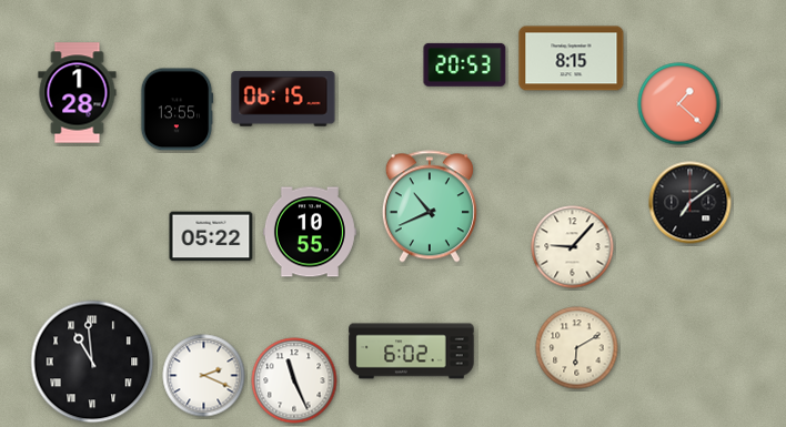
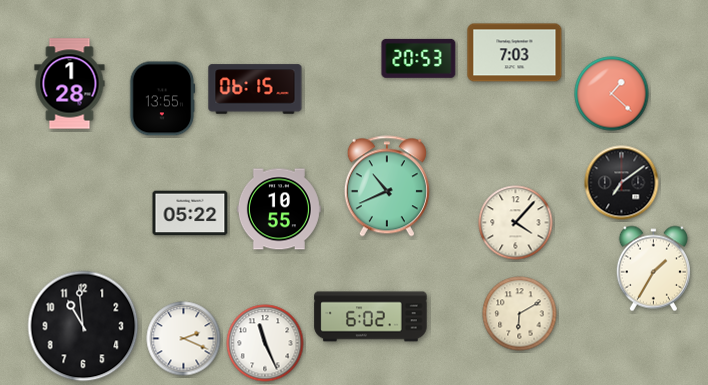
clock at (572, 59): 8:15 -> 7:03
clock at (177, 110) position: (177, 110) -> (162, 99)
clock at (573, 247): 9:07 -> 4:07
clock at (653, 269): none -> 1:35
clock at (92, 362) numerals: Roman -> Arabic
